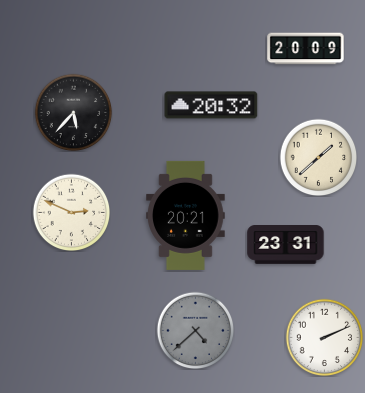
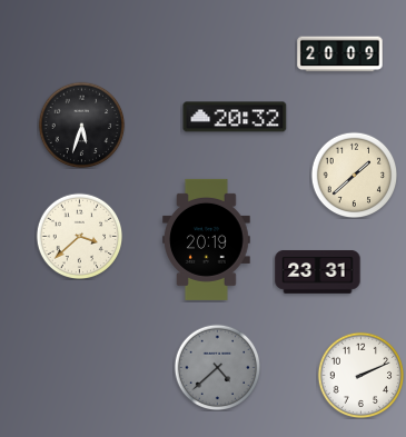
clock at (73, 112): 5:37 -> 5:33
clock at (71, 212): 2:49 -> 3:38
clock at (186, 215): 20:21 -> 20:19
